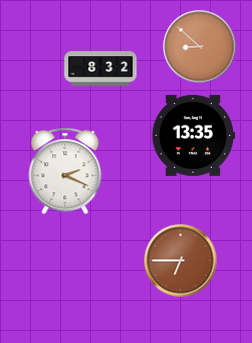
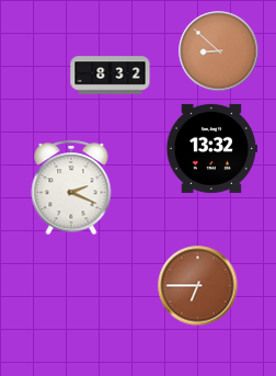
clock at (193, 135): 13:35 -> 13:32
